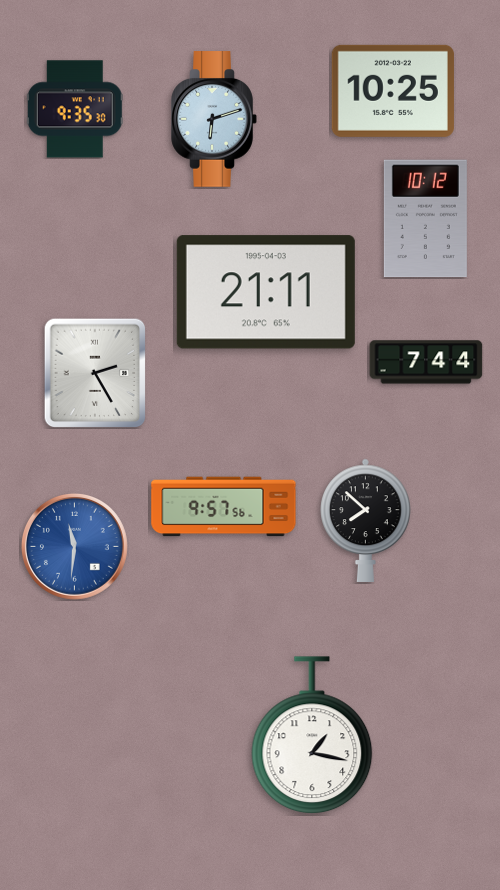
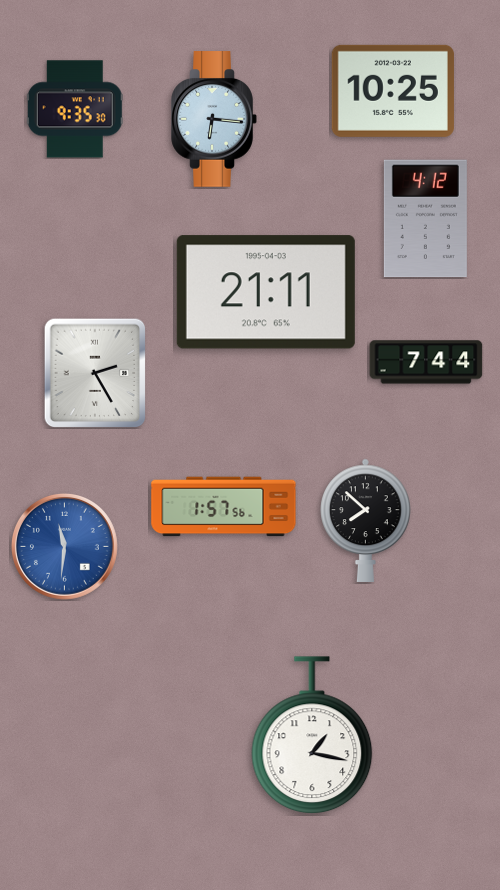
clock at (214, 119): 6:12 -> 6:16
clock at (425, 219): 10:12 -> 4:12
clock at (224, 507): 9:57 -> 1:57
clock at (74, 546) position: (74, 546) -> (64, 546)
